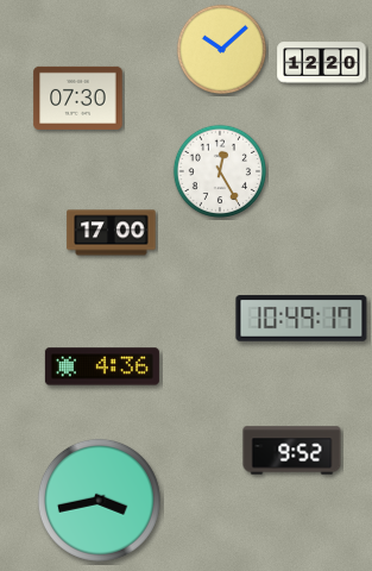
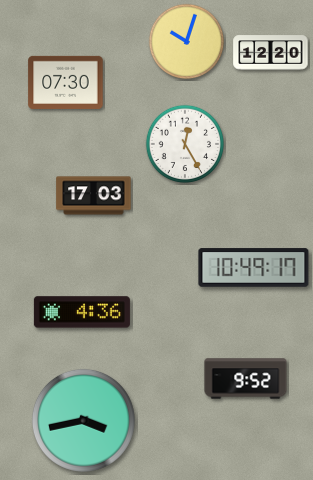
clock at (222, 50): 10:08 -> 10:03
clock at (112, 233): 17:00 -> 17:03
clock at (102, 366) position: (102, 366) -> (82, 312)
